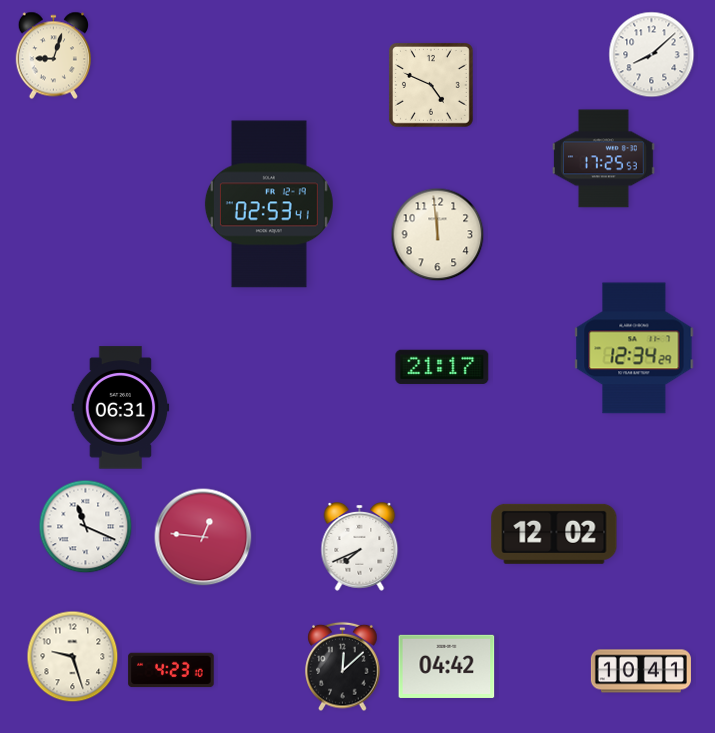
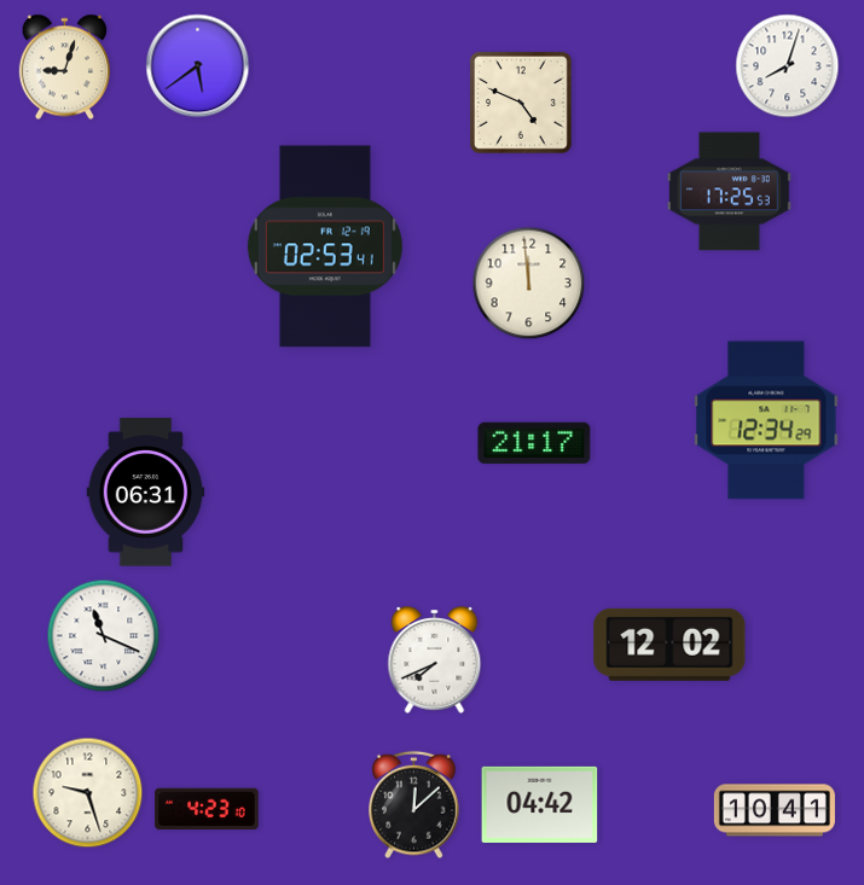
clock at (198, 66): none -> 5:39
clock at (652, 55): 8:08 -> 8:03
clock at (203, 537): 12:46 -> none
